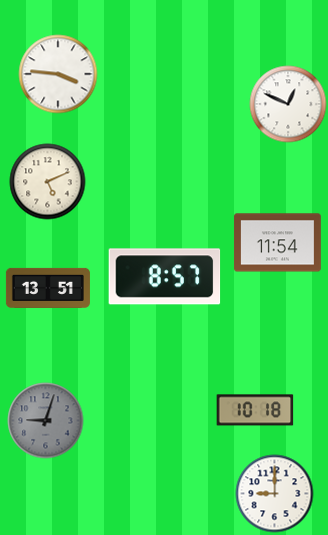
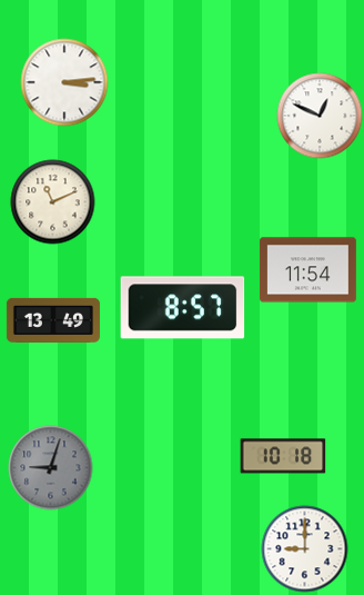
clock at (58, 74): 3:46 -> 3:14
clock at (48, 182): 5:11 -> 11:11
clock at (48, 288): 13:51 -> 13:49
